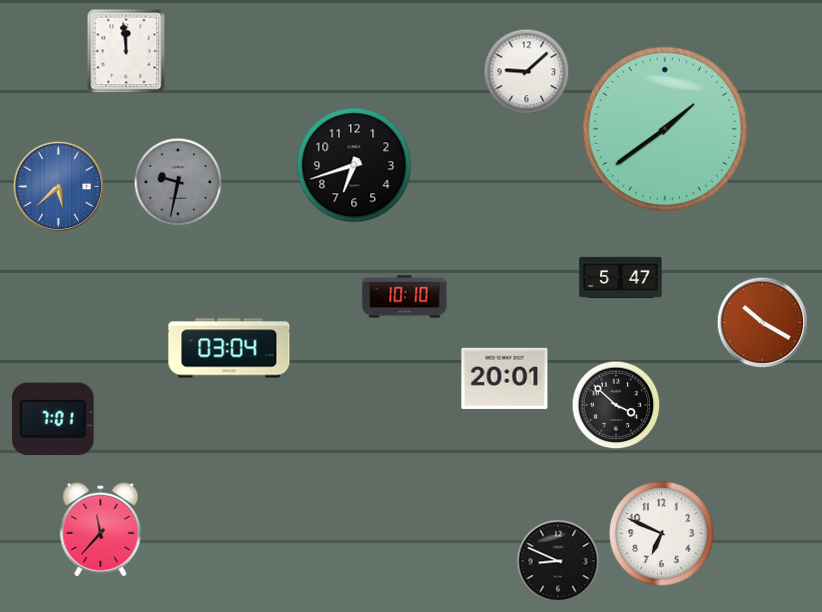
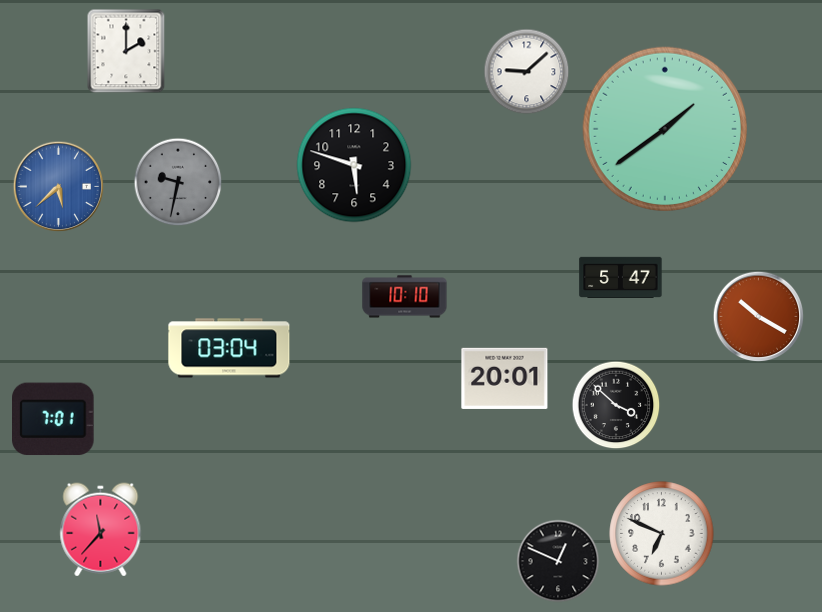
clock at (126, 51): 11:59 -> 2:00
clock at (354, 165): 6:42 -> 5:48
clock at (763, 323) position: (763, 323) -> (759, 317)
clock at (558, 561): 8:49 -> 12:49
